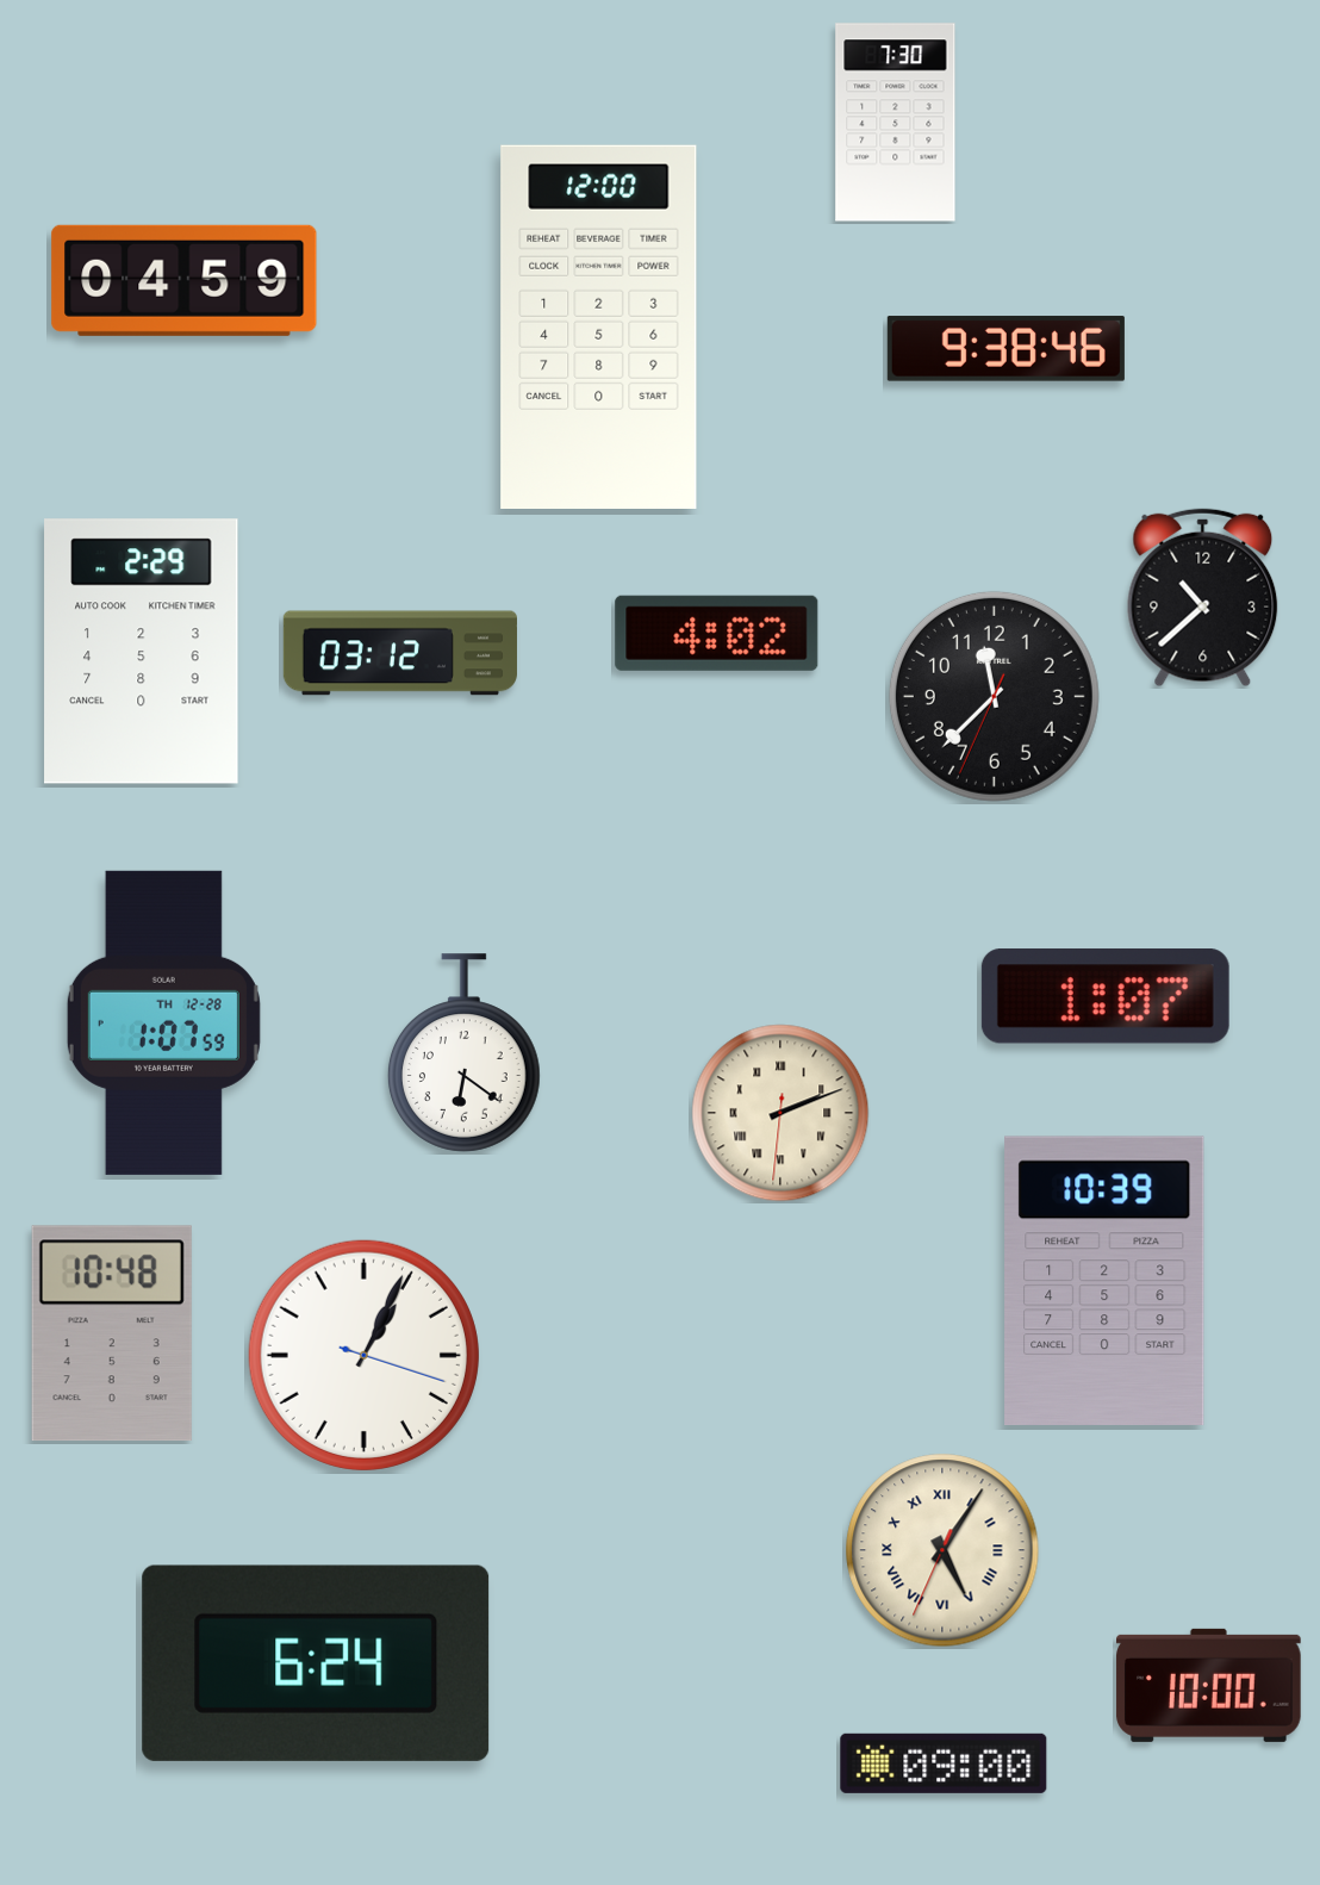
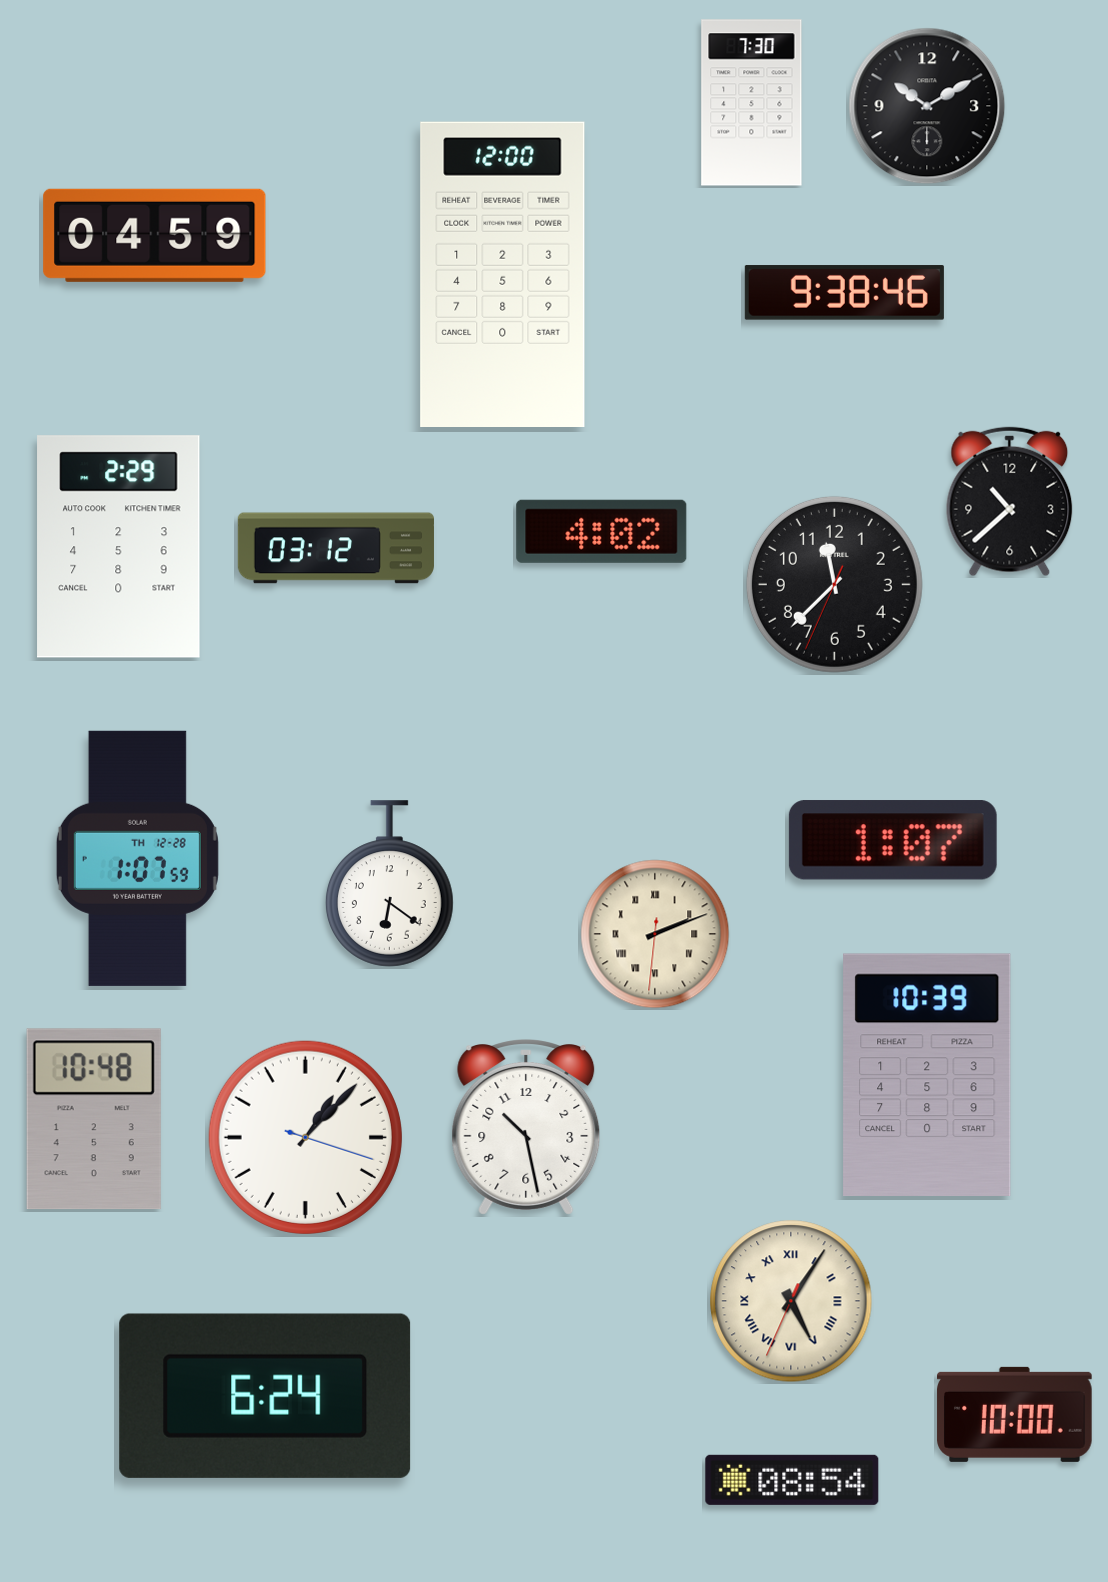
clock at (927, 106): none -> 10:10
clock at (1106, 996) position: (1106, 996) -> (893, 840)
clock at (526, 1128): none -> 10:28
clock at (363, 1355): 1:04 -> 1:07
clock at (944, 1763): 09:00 -> 08:54
